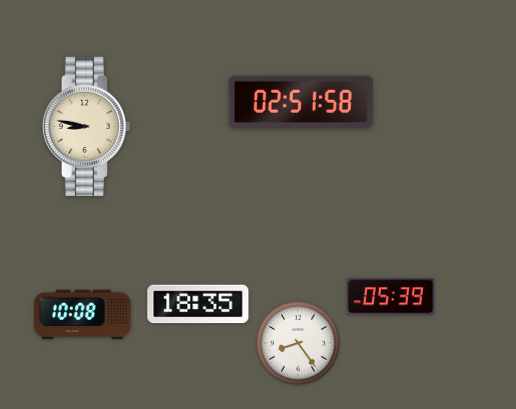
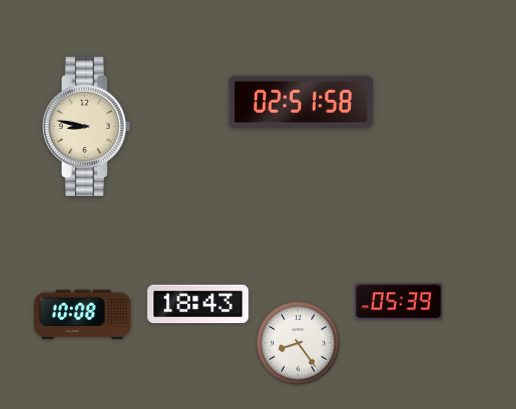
clock at (390, 297) position: (390, 297) -> (398, 302)
clock at (198, 304): 18:35 -> 18:43
